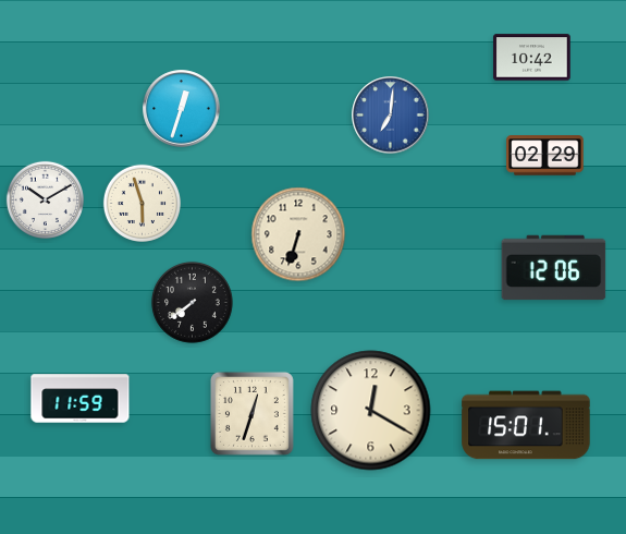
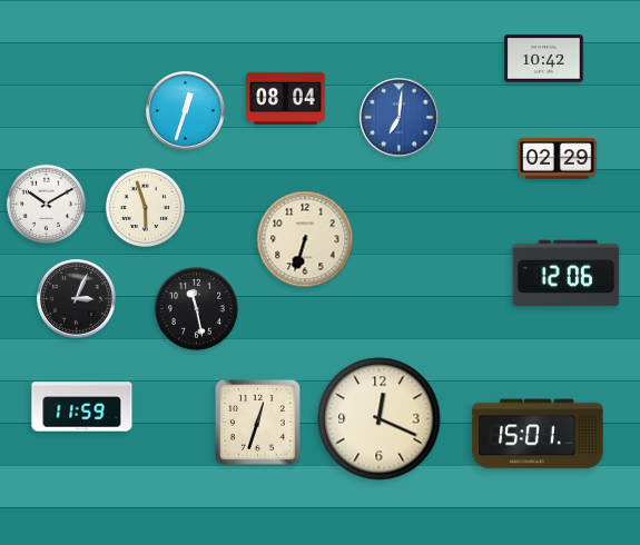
clock at (286, 98): none -> 08:04
clock at (77, 299): none -> 3:04
clock at (193, 303): 7:39 -> 11:28
clock at (371, 411): 12:20 -> 12:19
